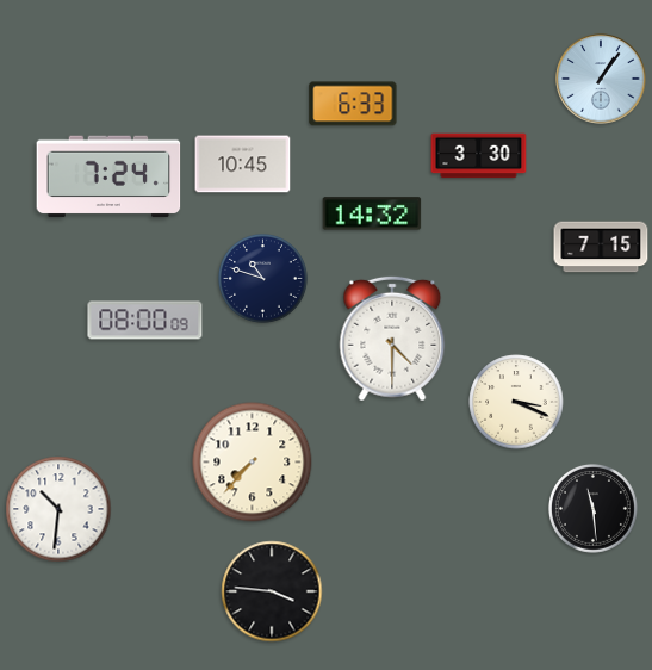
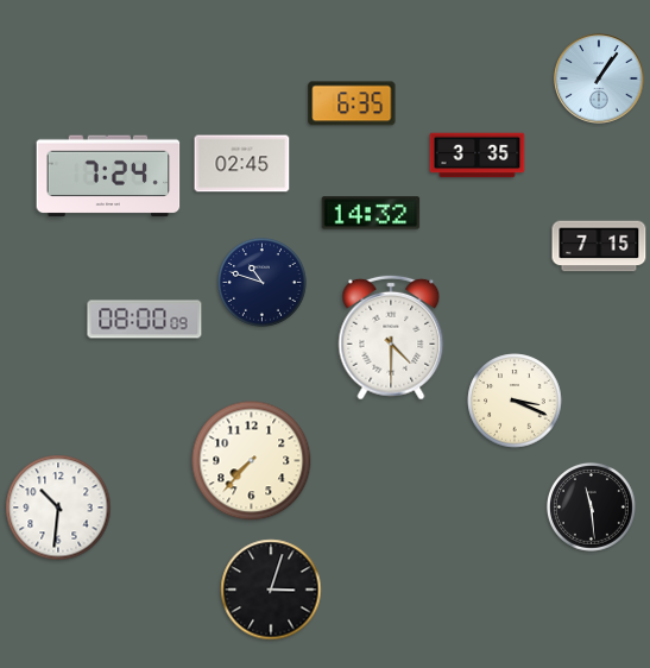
clock at (353, 104): 6:33 -> 6:35
clock at (479, 156): 3:30 -> 3:35
clock at (243, 165): 10:45 -> 02:45
clock at (262, 278) position: (262, 278) -> (261, 282)
clock at (272, 591): 3:46 -> 3:03
